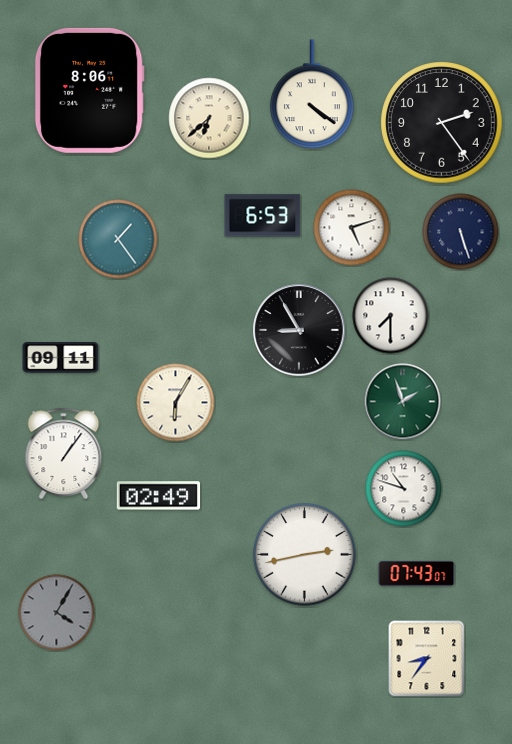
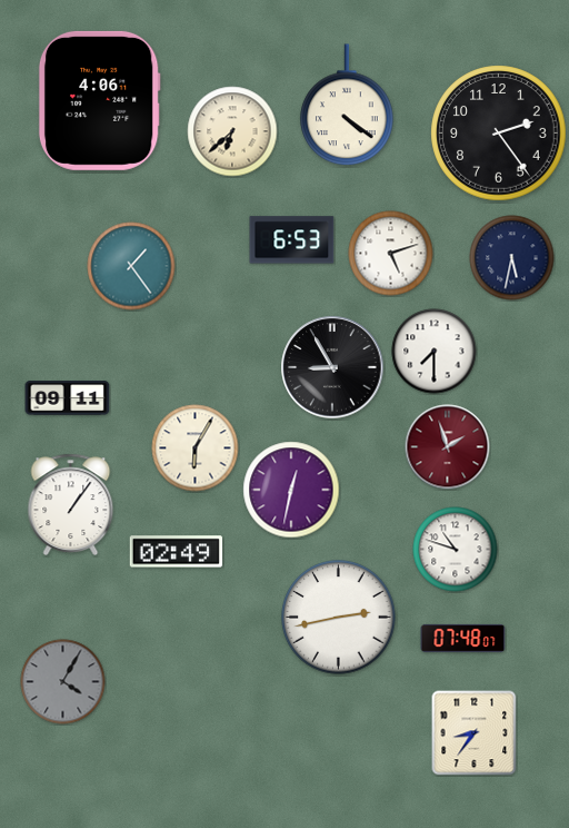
clock at (89, 90): 8:06 -> 4:06
clock at (442, 123) position: (442, 123) -> (499, 134)
clock at (461, 232): 5:27 -> 5:32
clock at (403, 402) dial: green -> burgundy
clock at (291, 490): none -> 12:32
clock at (404, 489) position: (404, 489) -> (456, 550)
clock at (417, 573): 07:43 -> 07:48
